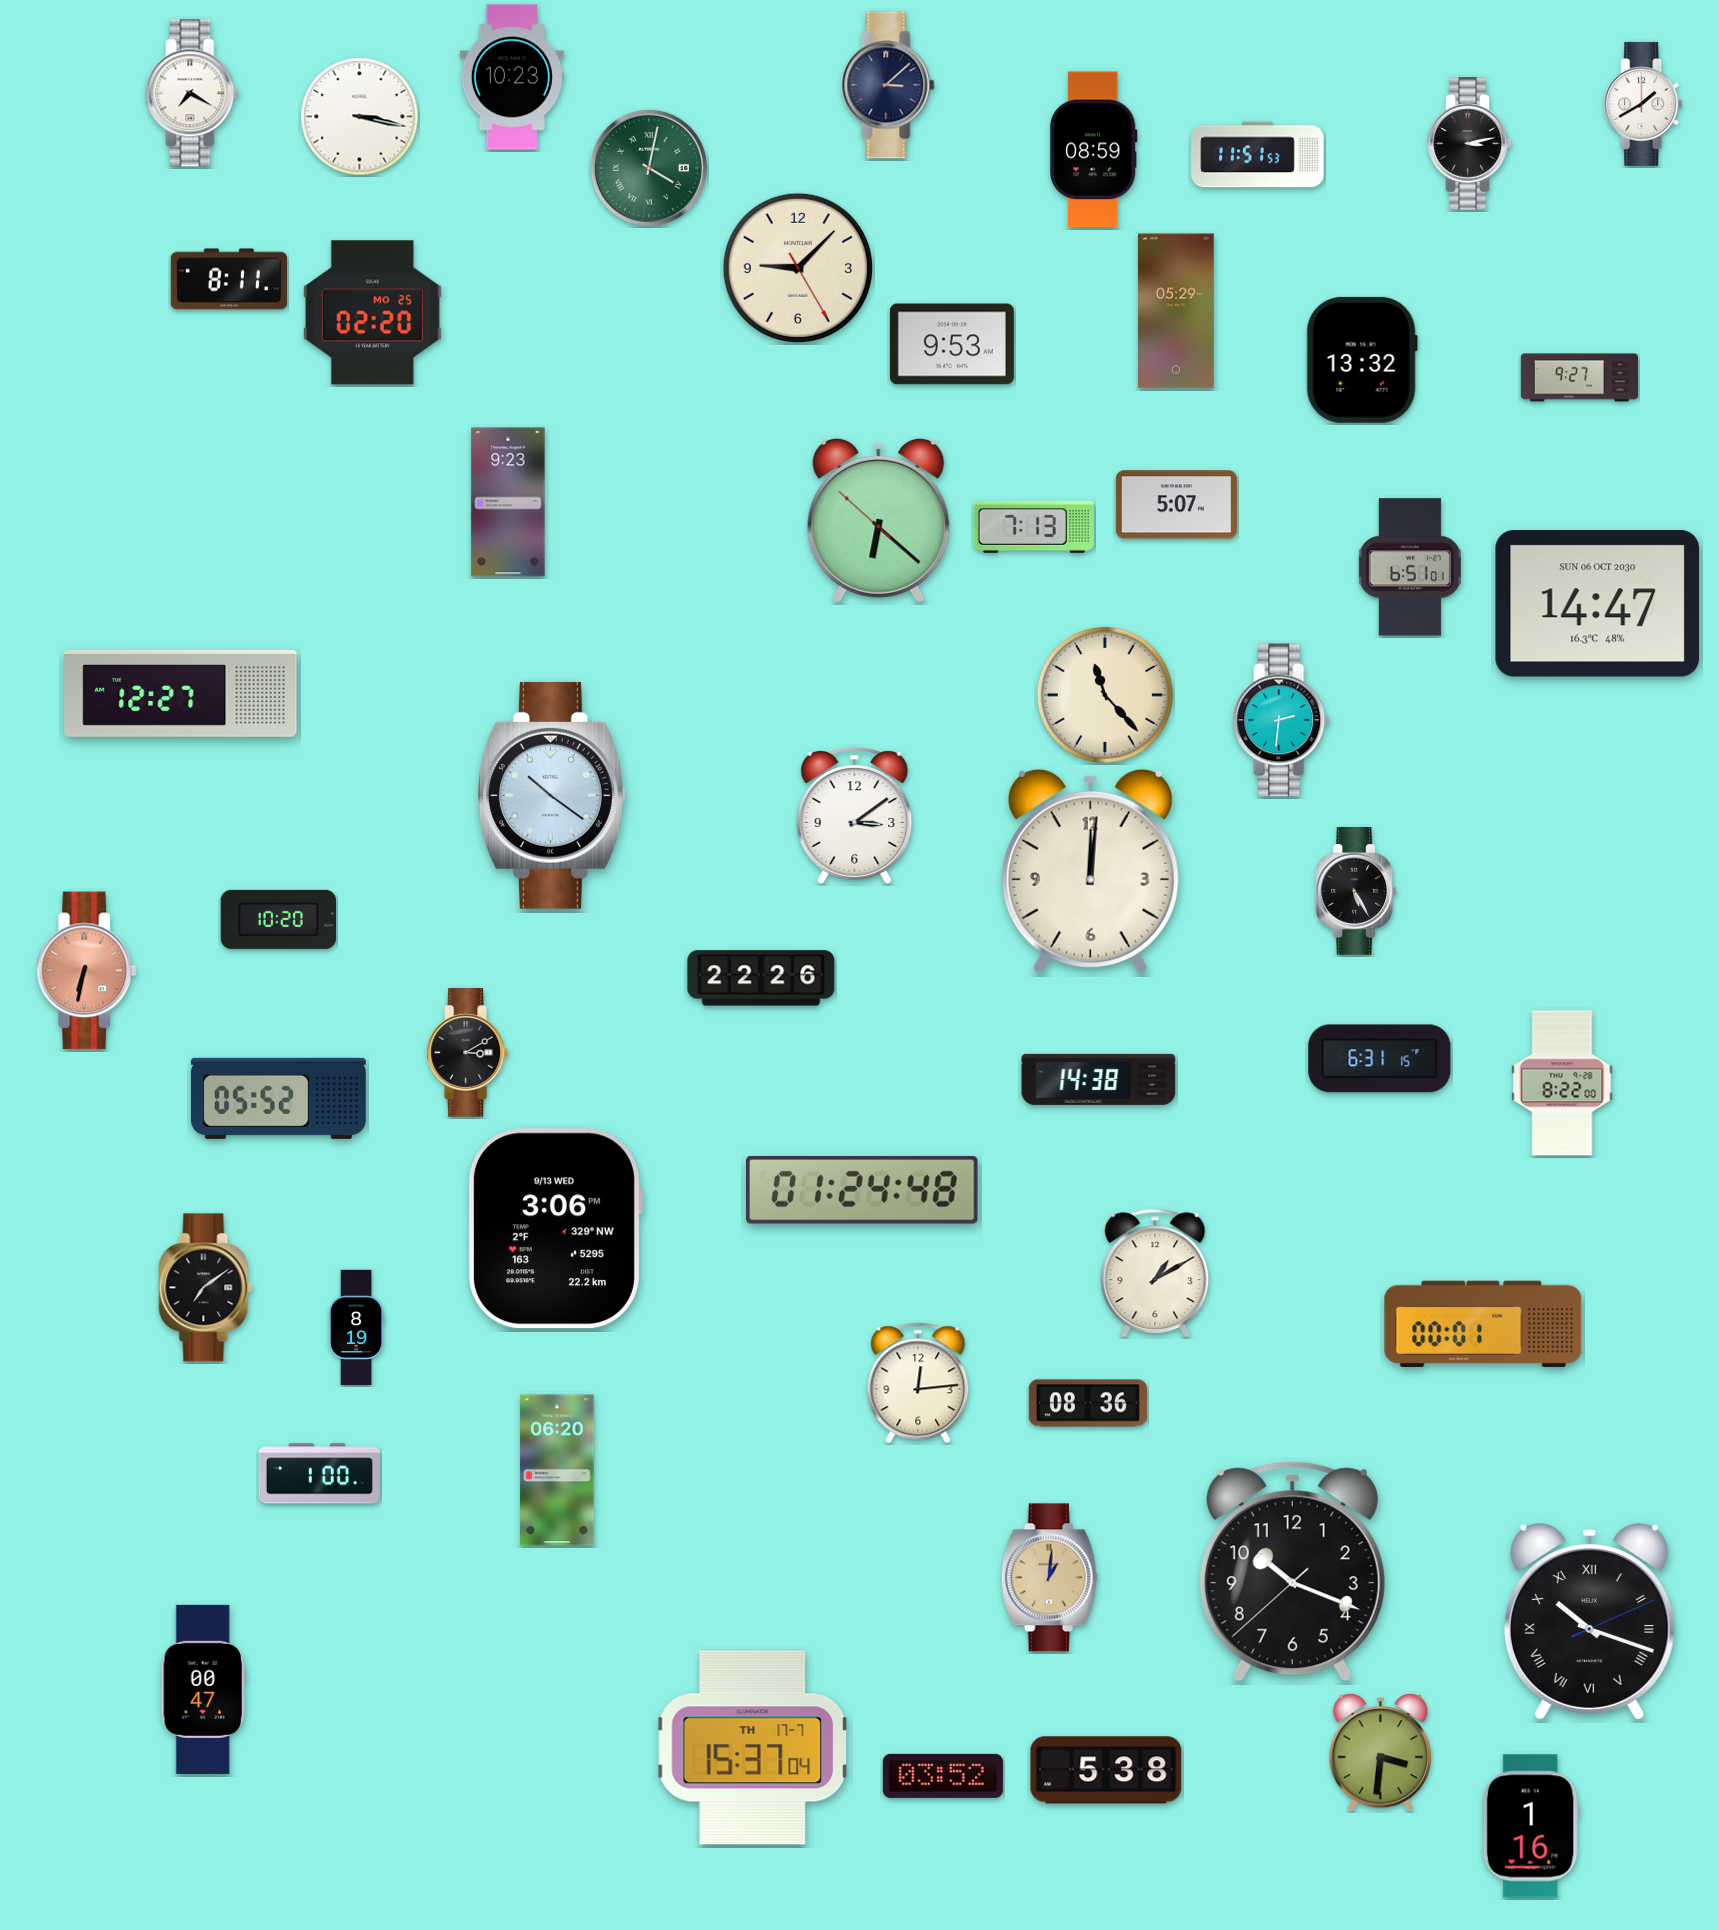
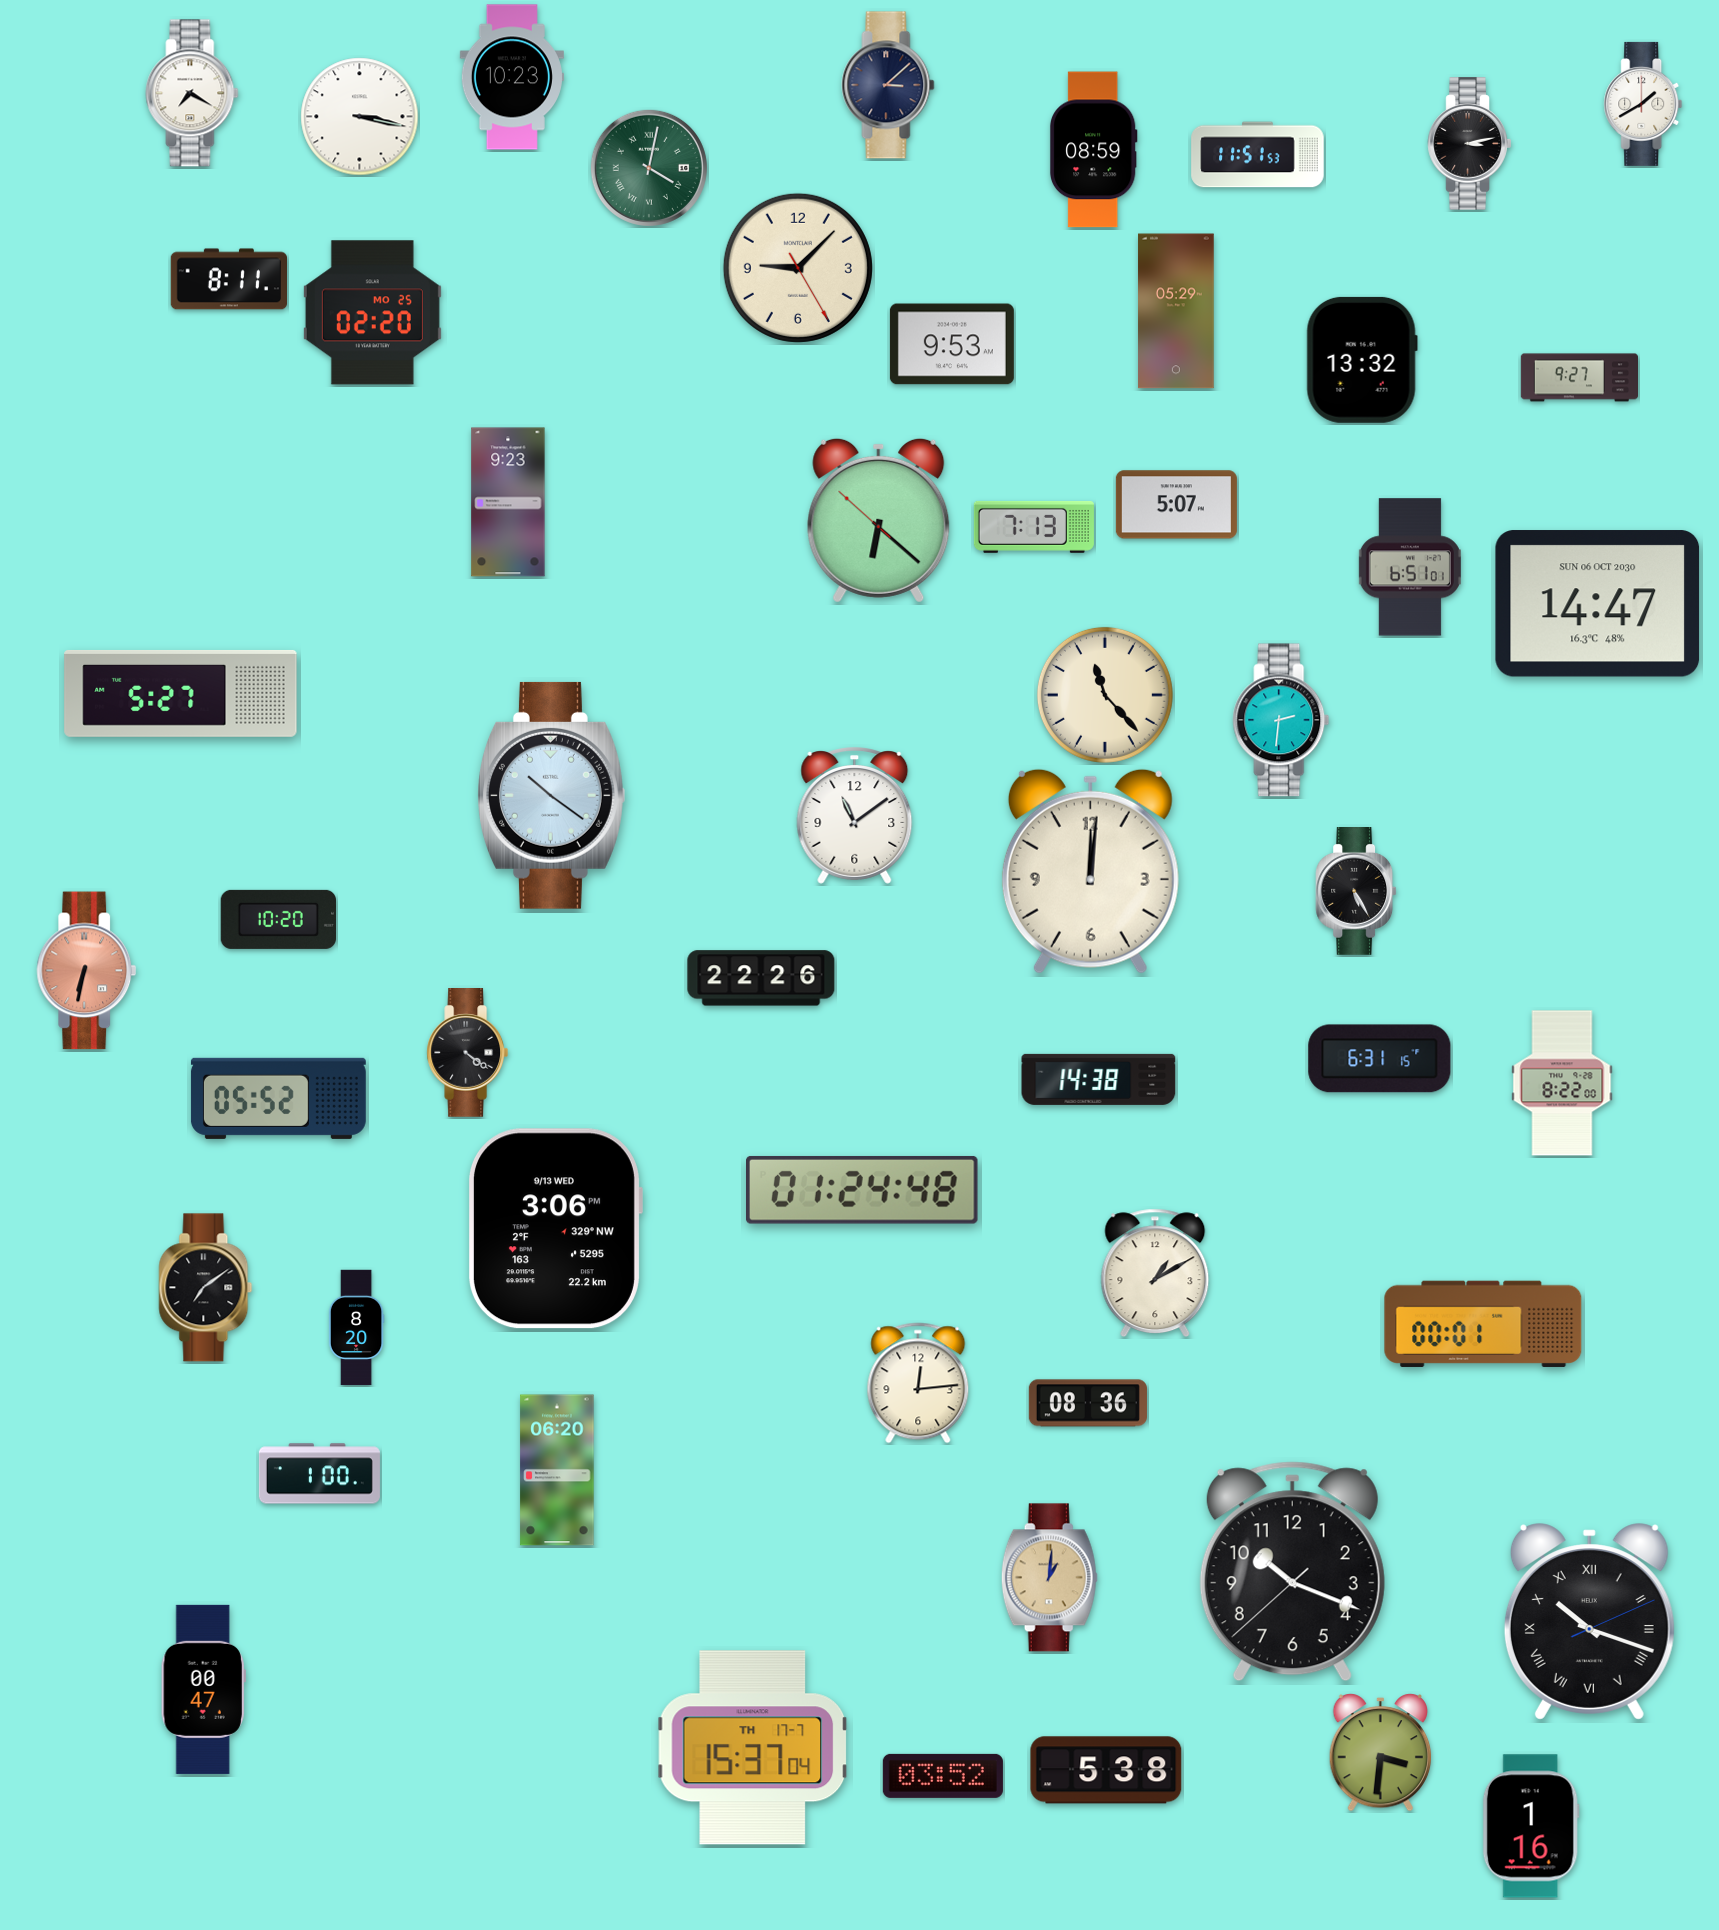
clock at (181, 693): 12:27 -> 5:27
clock at (855, 816): 3:09 -> 11:09
clock at (468, 1053): 3:10 -> 4:21
clock at (356, 1328): 8:19 -> 8:20
